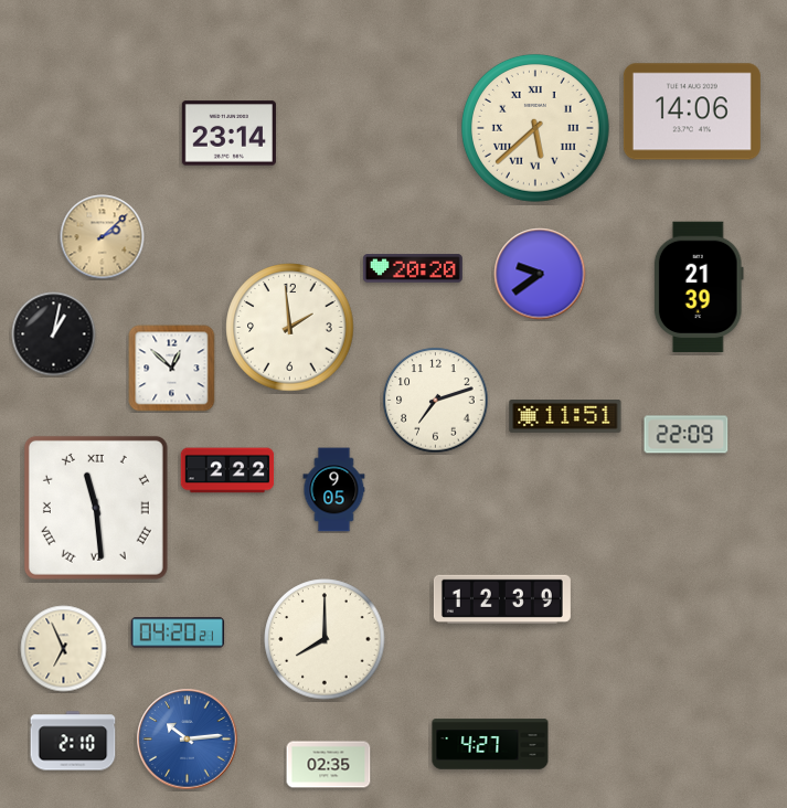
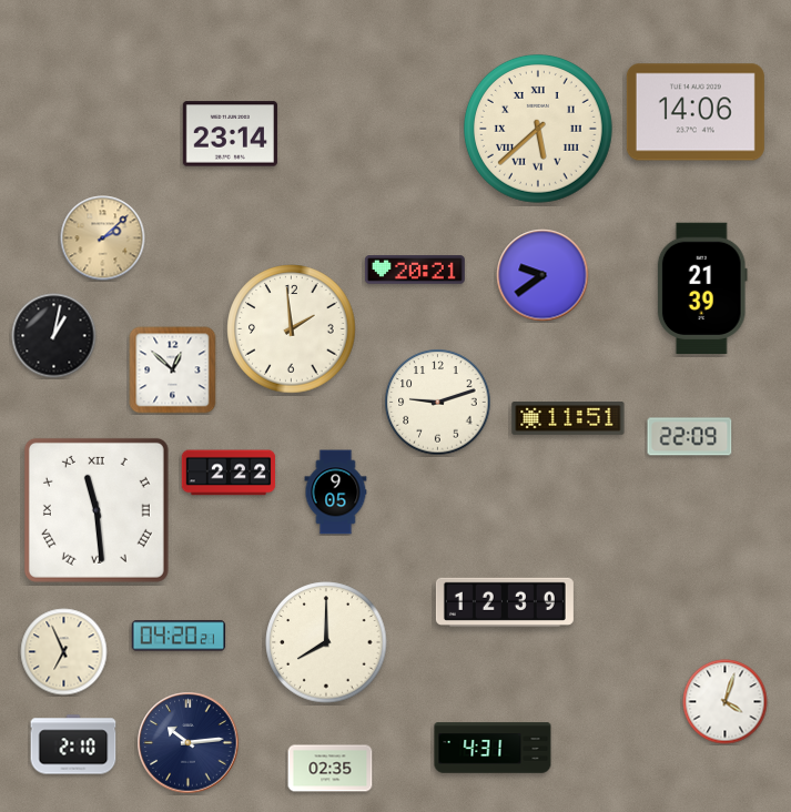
clock at (413, 268): 20:20 -> 20:21
clock at (436, 401): 7:12 -> 9:12
clock at (726, 702): none -> 4:03
clock at (188, 740) dial: blue -> navy
clock at (490, 744): 4:27 -> 4:31
